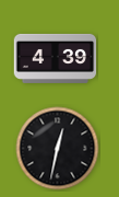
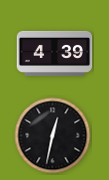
clock at (56, 58) position: (56, 58) -> (55, 53)
